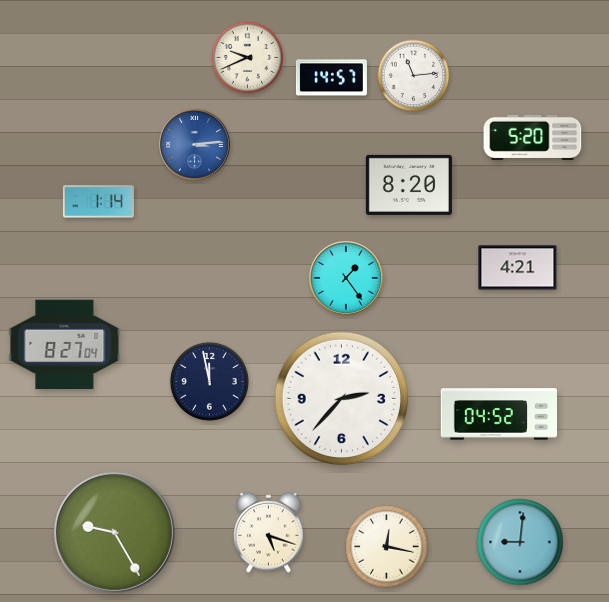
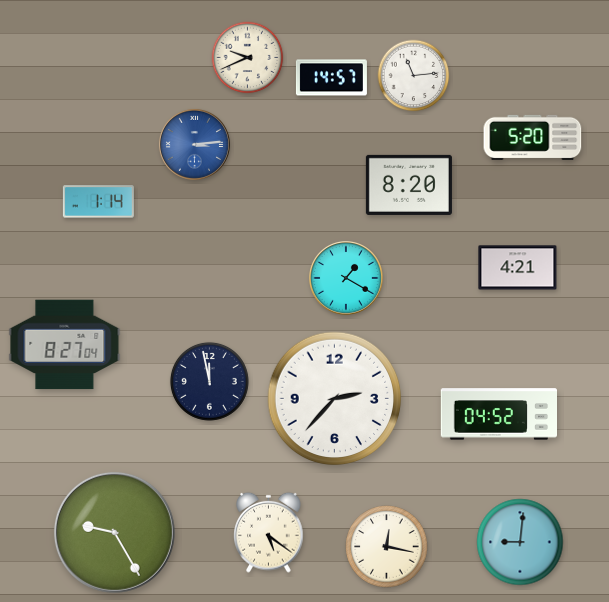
clock at (346, 278): 1:24 -> 1:20
clock at (342, 399) position: (342, 399) -> (335, 399)
clock at (269, 532): 5:18 -> 5:21
